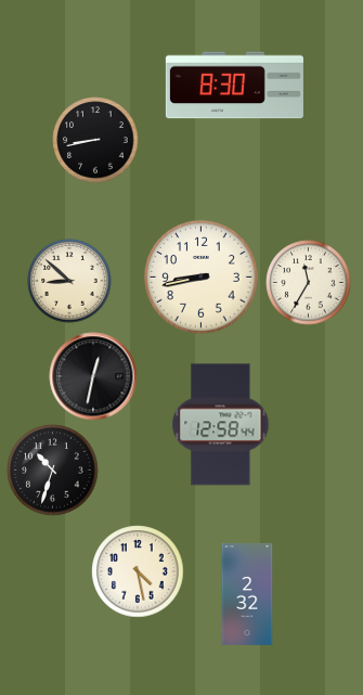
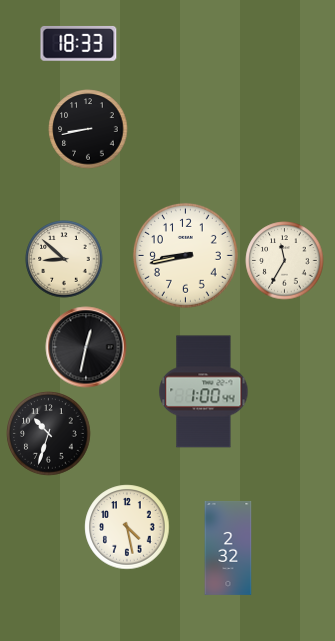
clock at (79, 43): none -> 18:33
clock at (234, 86): 8:30 -> none
clock at (221, 425): 12:58 -> 1:00
